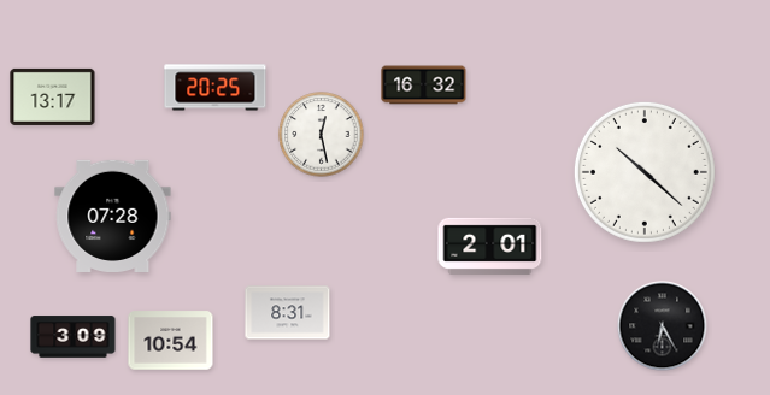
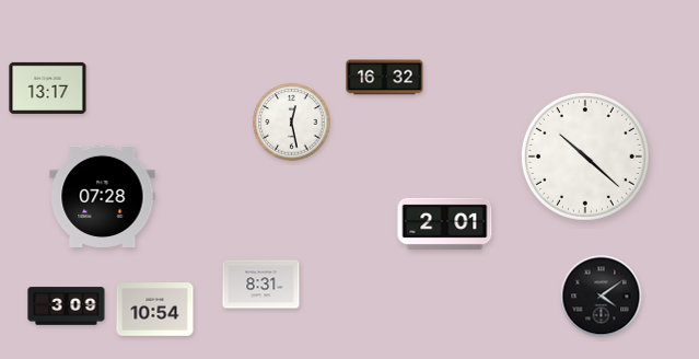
clock at (216, 88): 20:25 -> none
clock at (663, 326): 6:25 -> 4:09
